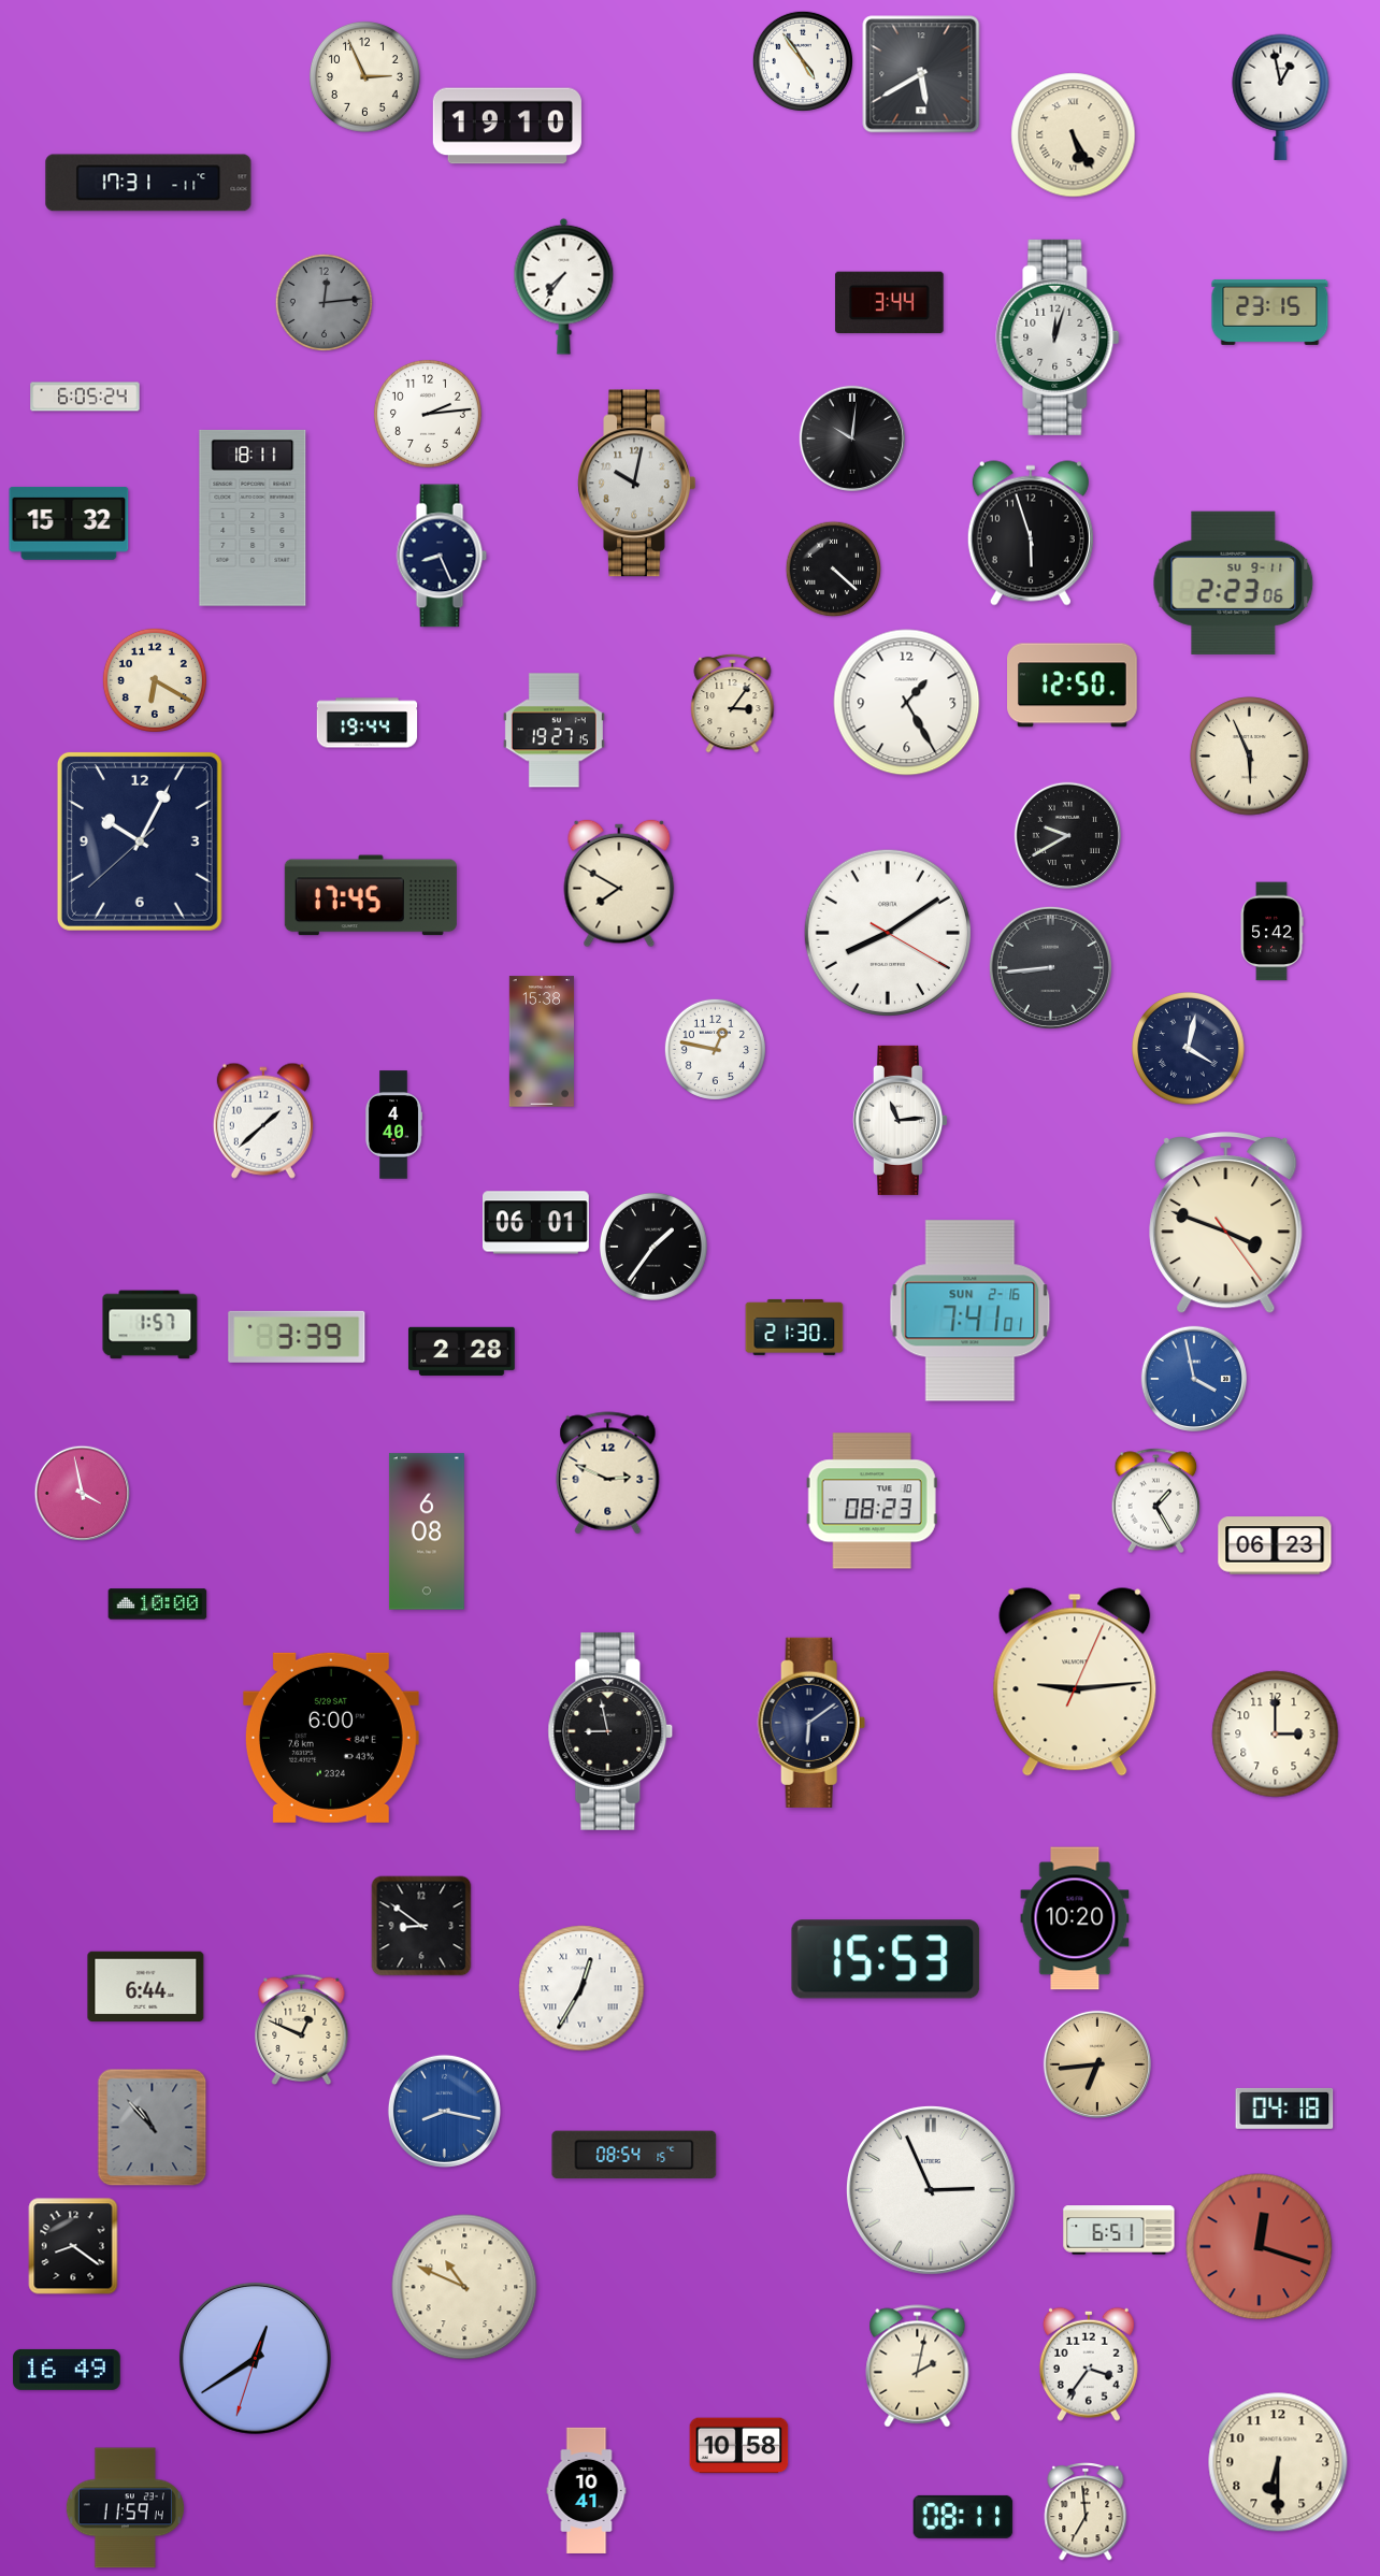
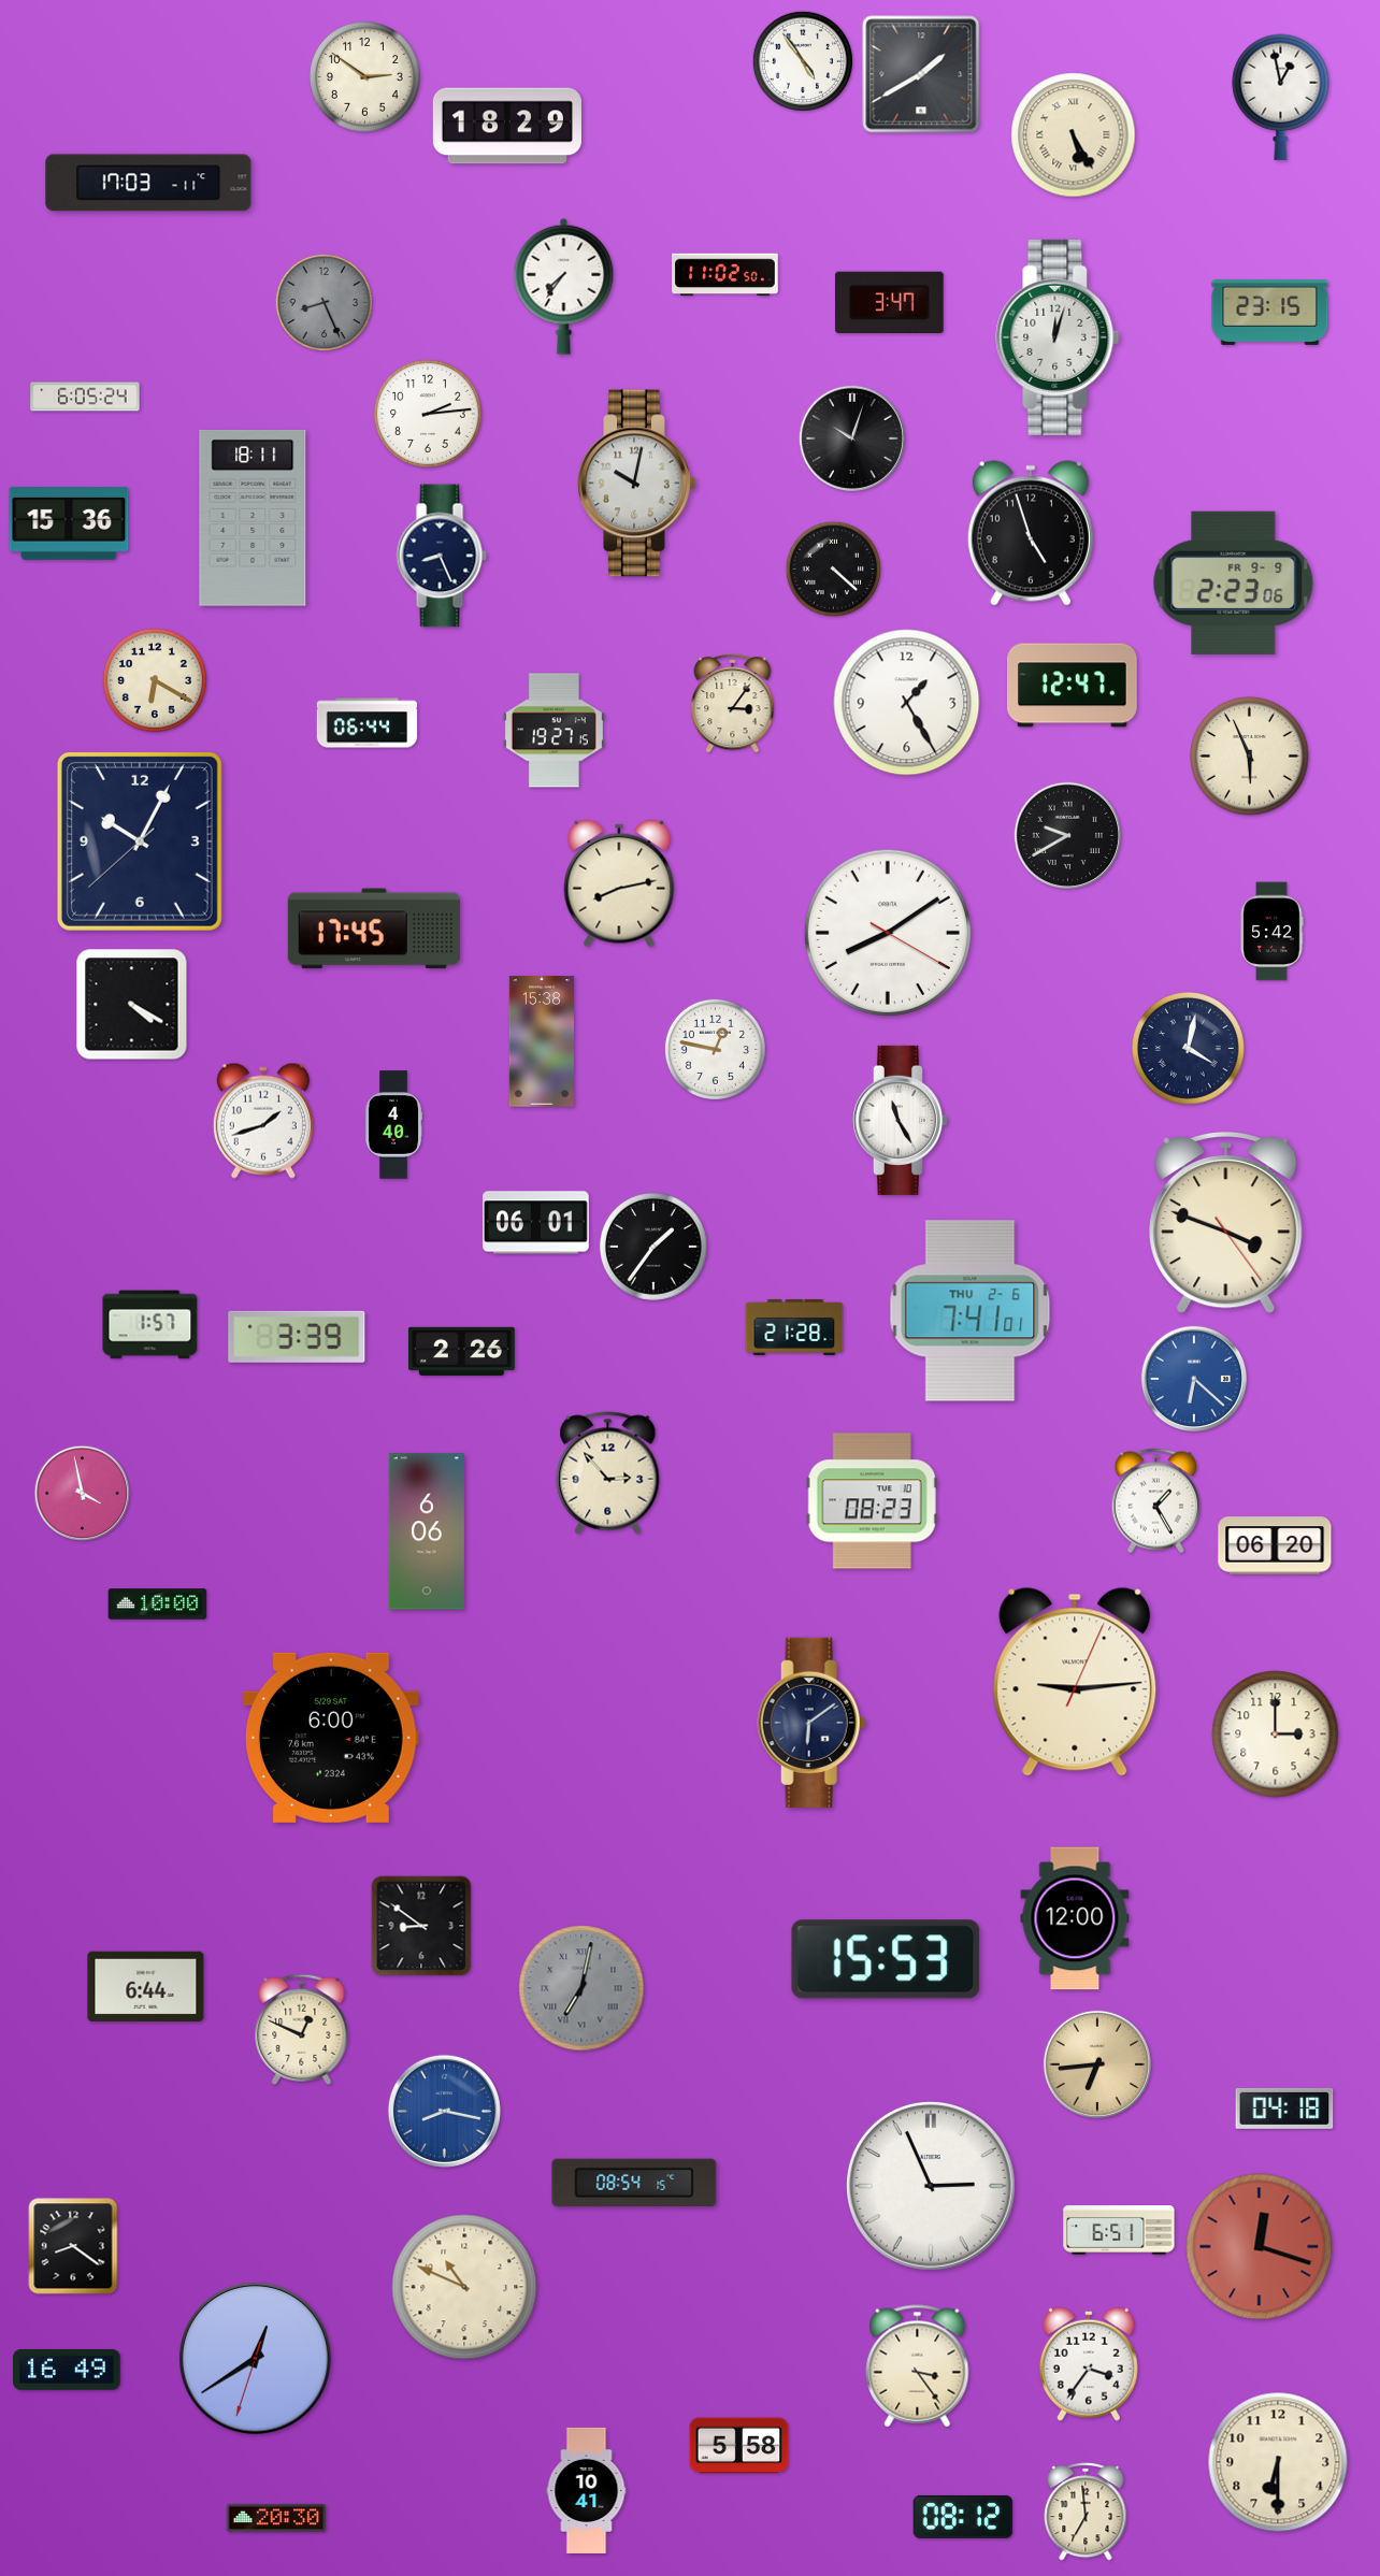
clock at (921, 74): 5:40 -> 1:40
clock at (364, 76): 2:56 -> 2:51
clock at (507, 126): 19:10 -> 18:29
clock at (148, 183): 17:31 -> 17:03
clock at (725, 275): none -> 11:02
clock at (325, 302): 12:14 -> 8:26
clock at (890, 302): 3:44 -> 3:47
clock at (852, 438): 10:01 -> 10:03
clock at (69, 523): 15:32 -> 15:36
clock at (1031, 533): 5:57 -> 4:57
clock at (1234, 582) date: SU 9-11 -> FR 9-9
clock at (1073, 686): 12:50 -> 12:47
clock at (368, 723): 19:44 -> 06:44
clock at (619, 883): 7:50 -> 8:13
clock at (371, 895) position: (371, 895) -> (374, 929)
clock at (1050, 967): 8:44 -> none
clock at (132, 1005): none -> 4:20
clock at (900, 1120): 11:14 -> 11:25
clock at (263, 1121): 1:38 -> 1:42
clock at (971, 1311) date: SUN 2-16 -> THU 2-6
clock at (794, 1327): 21:30 -> 21:28
clock at (462, 1351): 2:28 -> 2:26
clock at (1194, 1379): 3:58 -> 6:22
clock at (608, 1473): 2:49 -> 2:53
clock at (427, 1531): 6:08 -> 6:06
clock at (1275, 1545): 06:23 -> 06:20
clock at (610, 1731): 8:58 -> none
clock at (1075, 1918): 10:20 -> 12:00
clock at (581, 1988): 12:35 -> 7:02
clock at (581, 1988) dial: white -> grey
clock at (153, 2128): 10:53 -> none
clock at (634, 2155) position: (634, 2155) -> (634, 2183)
clock at (932, 2191) position: (932, 2191) -> (932, 2187)
clock at (918, 2366): 2:02 -> 3:24
clock at (739, 2446): 10:58 -> 5:58
clock at (125, 2508): 11:59 -> none
clock at (963, 2517): 08:11 -> 08:12
clock at (276, 2518): none -> 20:30
